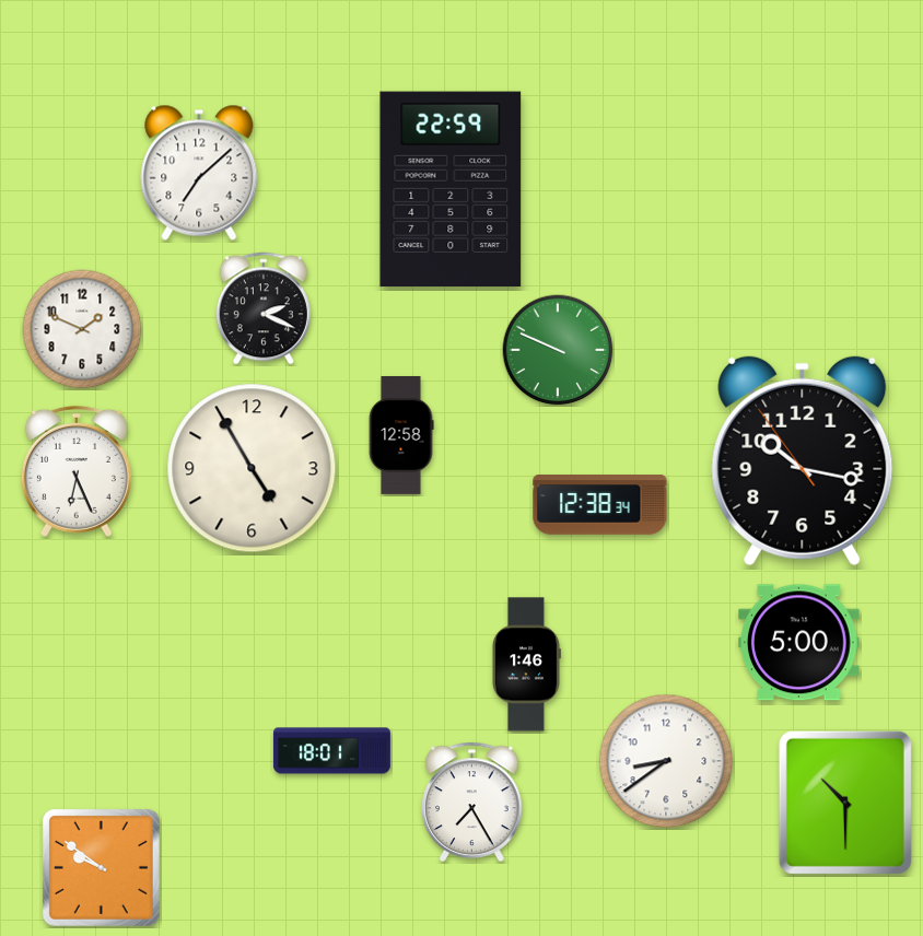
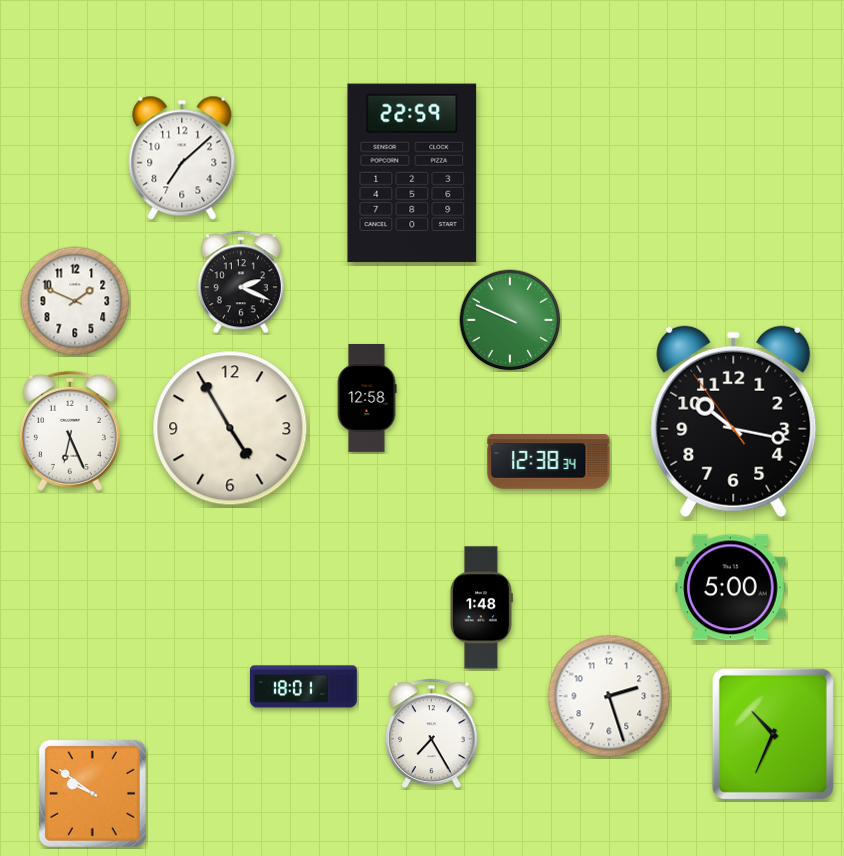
clock at (526, 665): 1:46 -> 1:48
clock at (666, 761): 8:39 -> 2:27
clock at (845, 803): 10:30 -> 10:34
